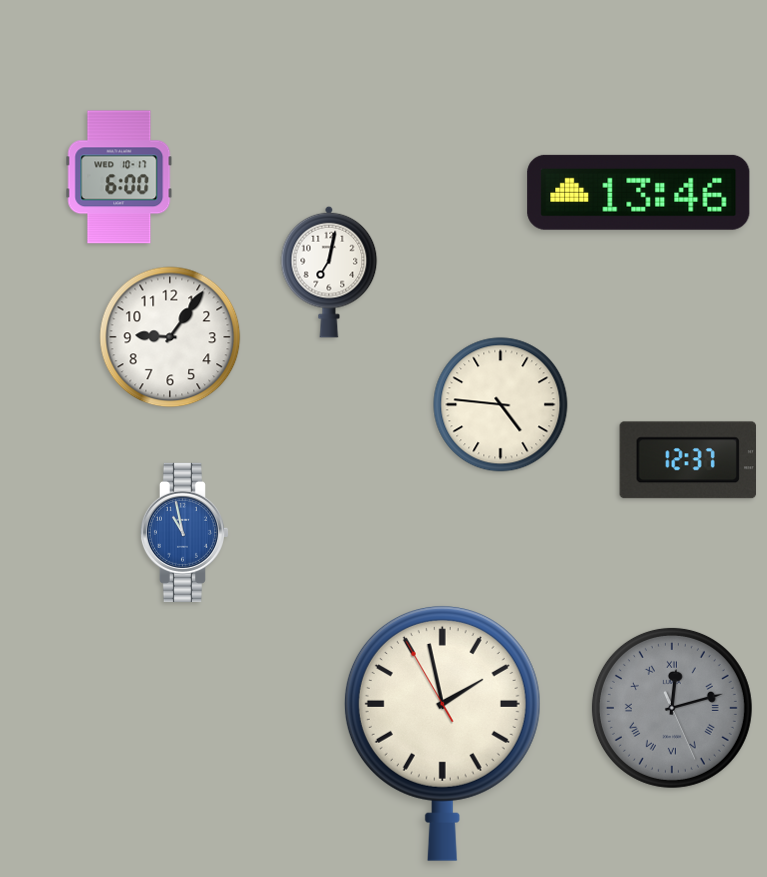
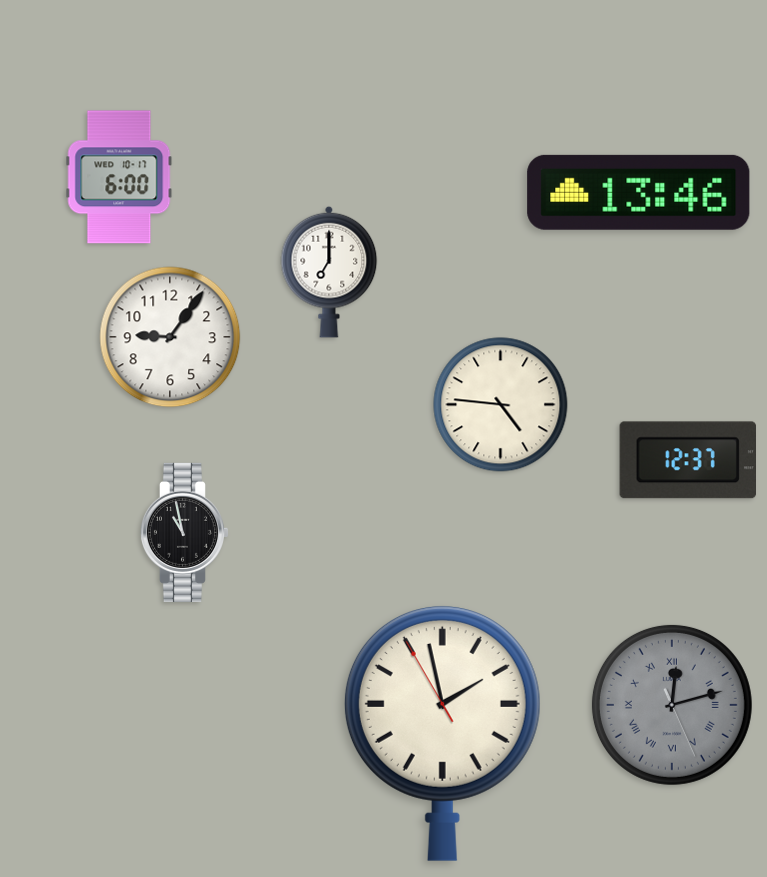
clock at (329, 272): 7:02 -> 7:00
clock at (184, 532) dial: blue -> black
clock at (672, 708) position: (672, 708) -> (672, 705)
